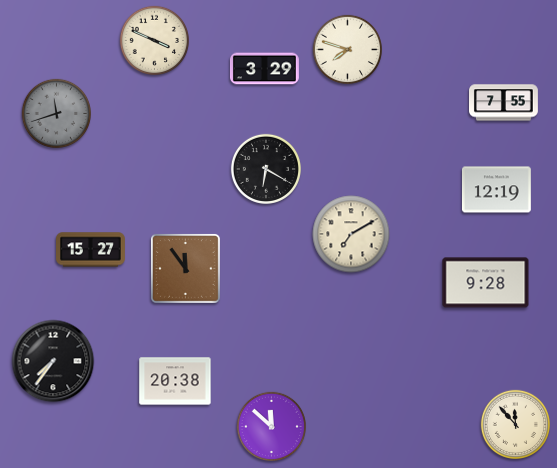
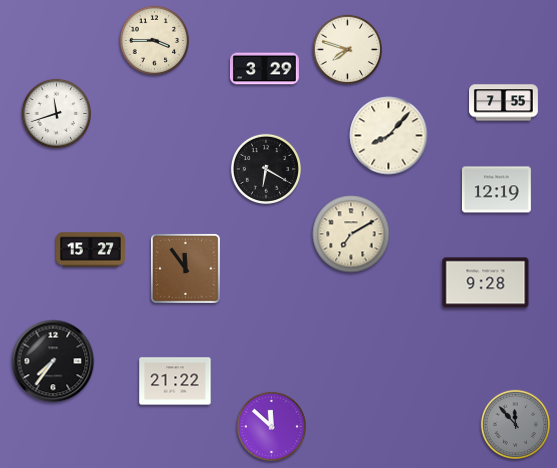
clock at (154, 40): 3:49 -> 3:45
clock at (56, 113) dial: grey -> white
clock at (389, 136): none -> 8:07
clock at (175, 381): 20:38 -> 21:22
clock at (515, 424) dial: cream -> grey
